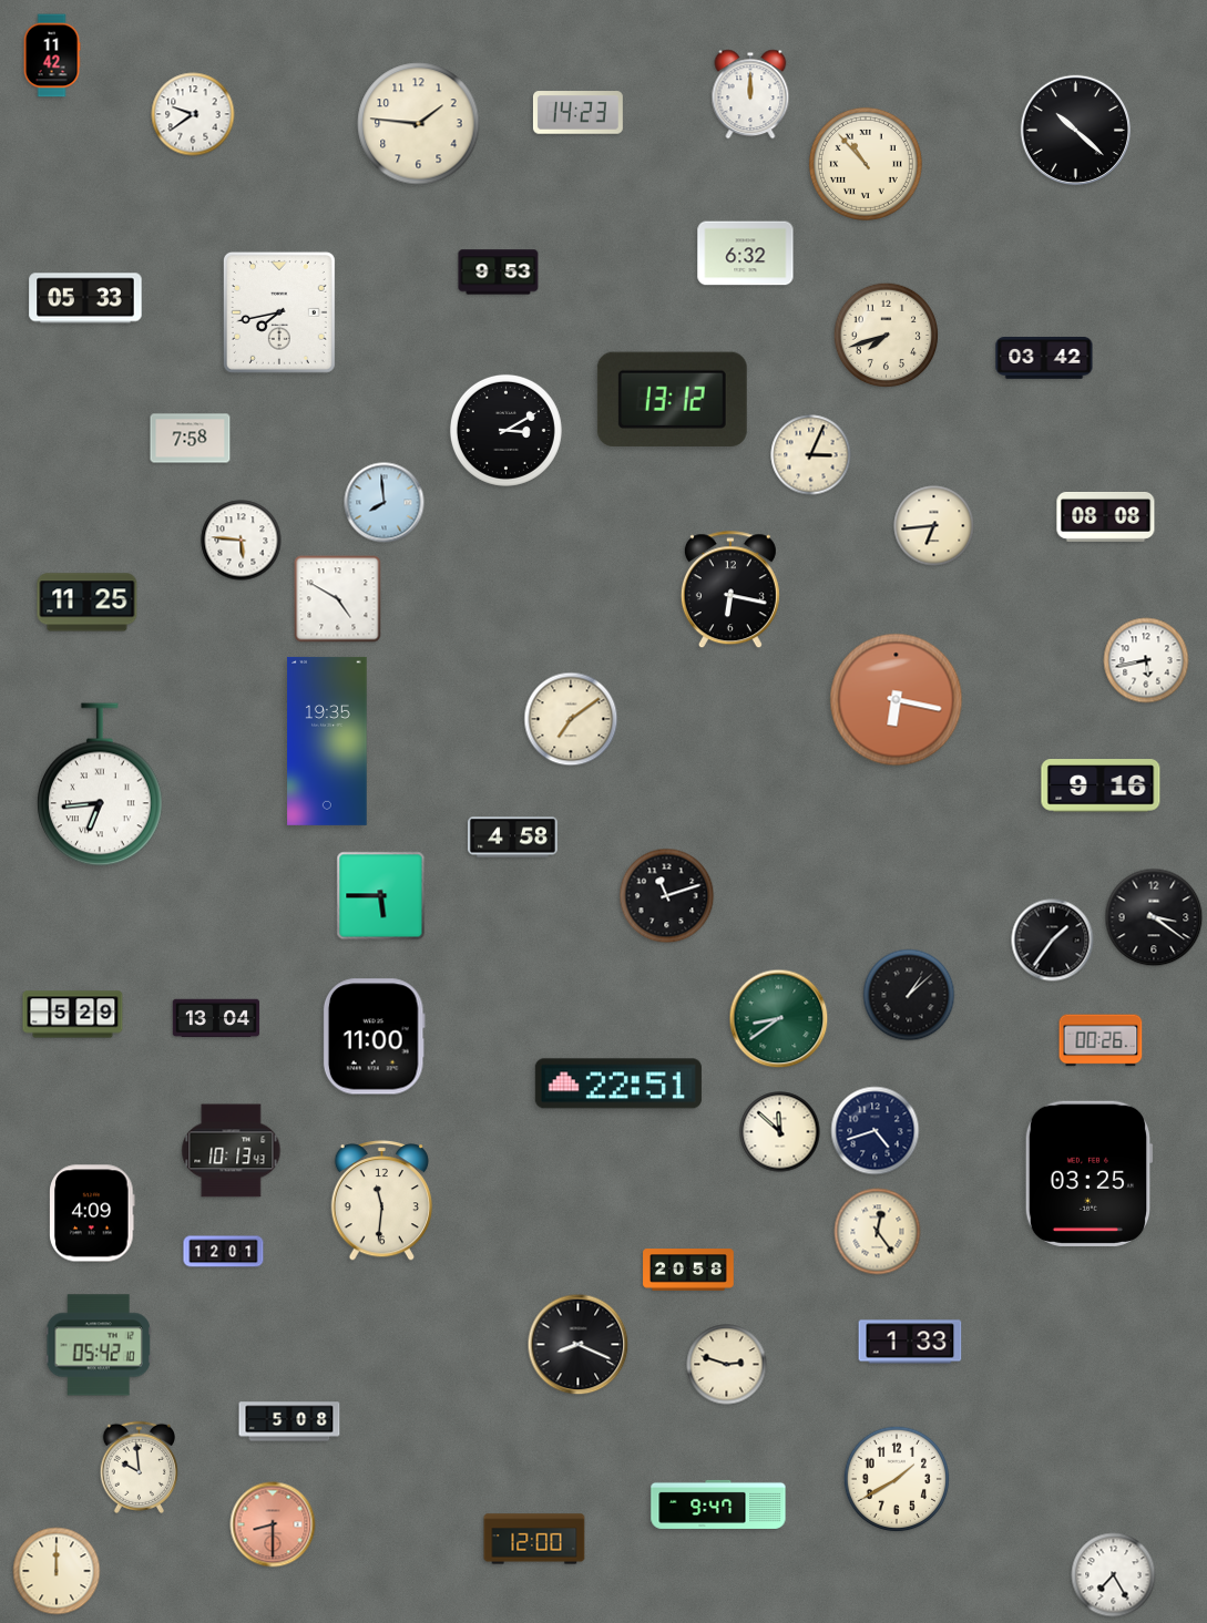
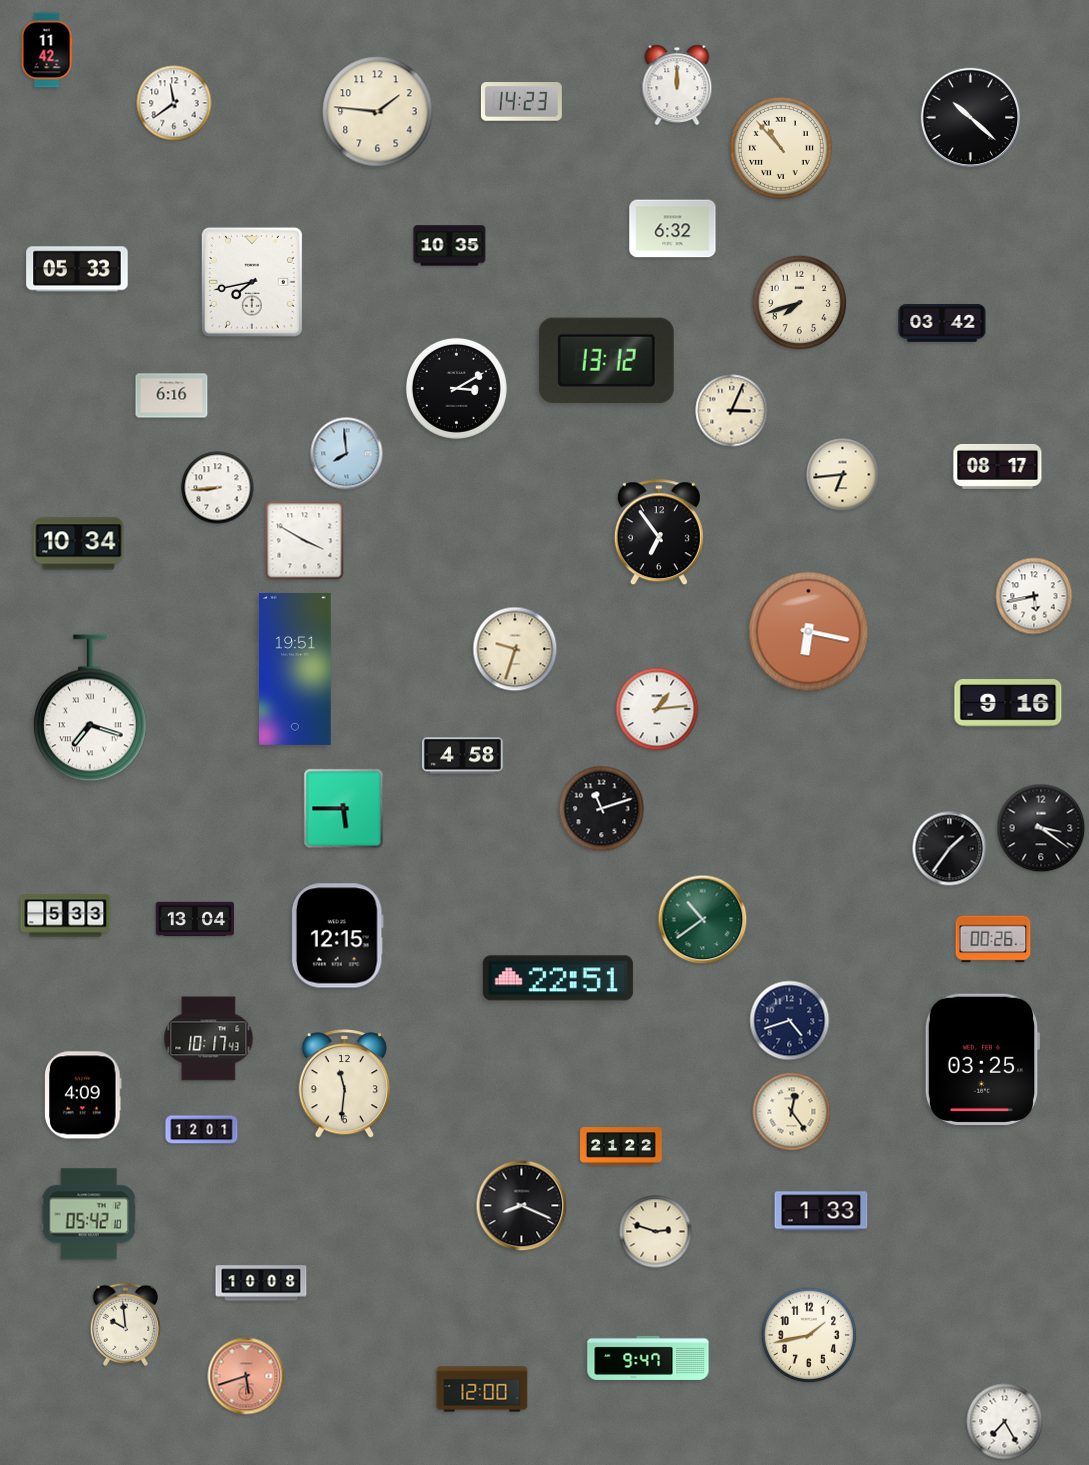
clock at (193, 114): 9:39 -> 11:39
clock at (499, 273): 9:53 -> 10:35
clock at (191, 439): 7:58 -> 6:16
clock at (1106, 517): 08:08 -> 08:17
clock at (242, 541): 5:46 -> 8:44
clock at (730, 590): 6:17 -> 6:54
clock at (338, 599): 4:50 -> 3:50
clock at (88, 603): 11:25 -> 10:34
clock at (571, 719): 7:09 -> 9:33
clock at (327, 741): 19:35 -> 19:51
clock at (100, 784): 6:44 -> 7:18
clock at (657, 709): none -> 1:14
clock at (1101, 785) position: (1101, 785) -> (1008, 703)
clock at (909, 995): 1:08 -> none
clock at (73, 1015): 5:29 -> 5:33
clock at (779, 1019): 8:39 -> 10:39
clock at (374, 1037): 11:00 -> 12:15
clock at (780, 1132): 11:52 -> none
clock at (232, 1151): 10:13 -> 10:17
clock at (688, 1270): 20:58 -> 21:22
clock at (579, 1345) position: (579, 1345) -> (522, 1206)
clock at (289, 1421): 5:08 -> 10:08
clock at (897, 1479): 1:40 -> 1:43
clock at (273, 1524): 8:30 -> 5:42
clock at (57, 1571): 12:00 -> none
